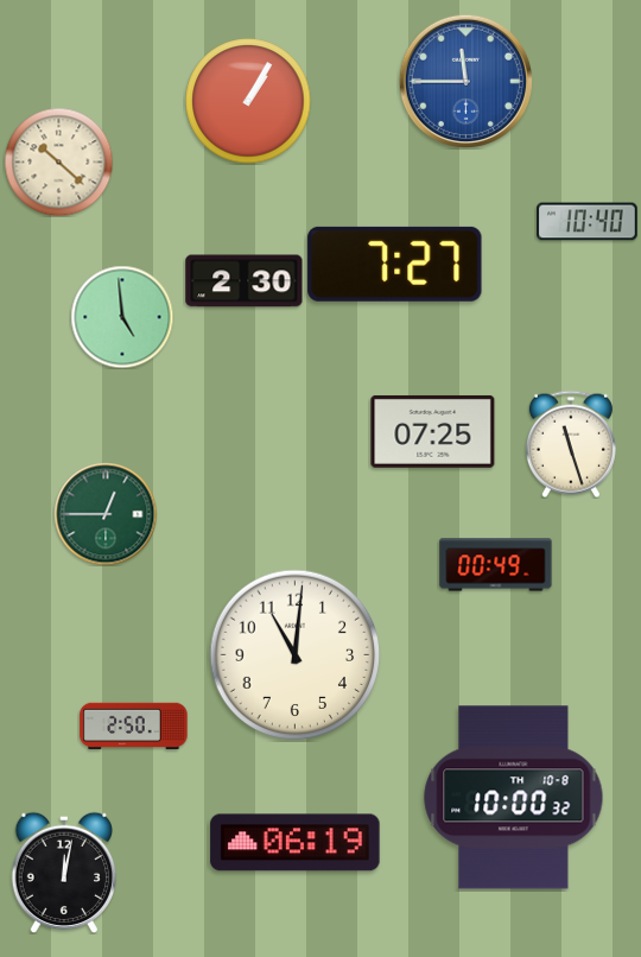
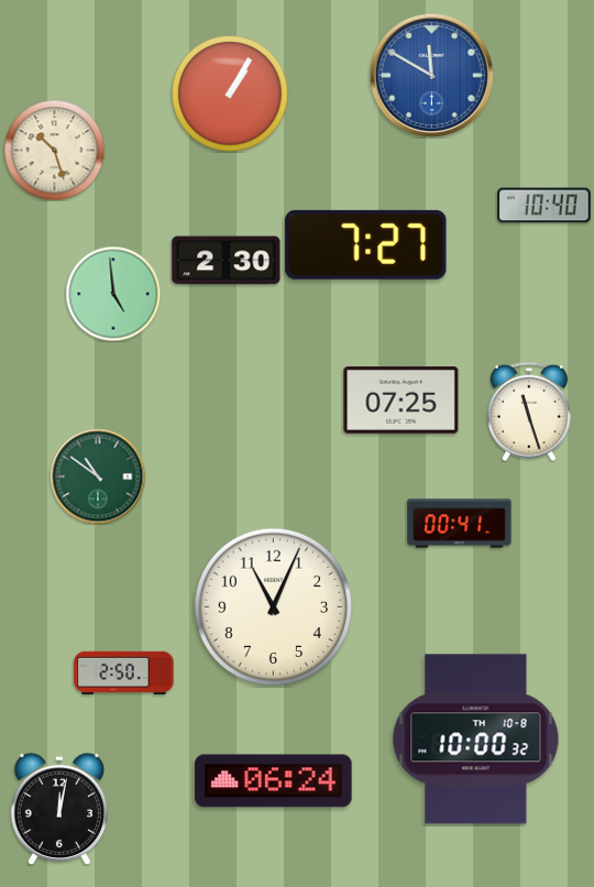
clock at (465, 81): 11:45 -> 11:50
clock at (58, 161): 10:22 -> 10:27
clock at (106, 514): 12:45 -> 10:51
clock at (496, 565): 00:49 -> 00:41
clock at (296, 655): 11:01 -> 11:04
clock at (296, 843): 06:19 -> 06:24
